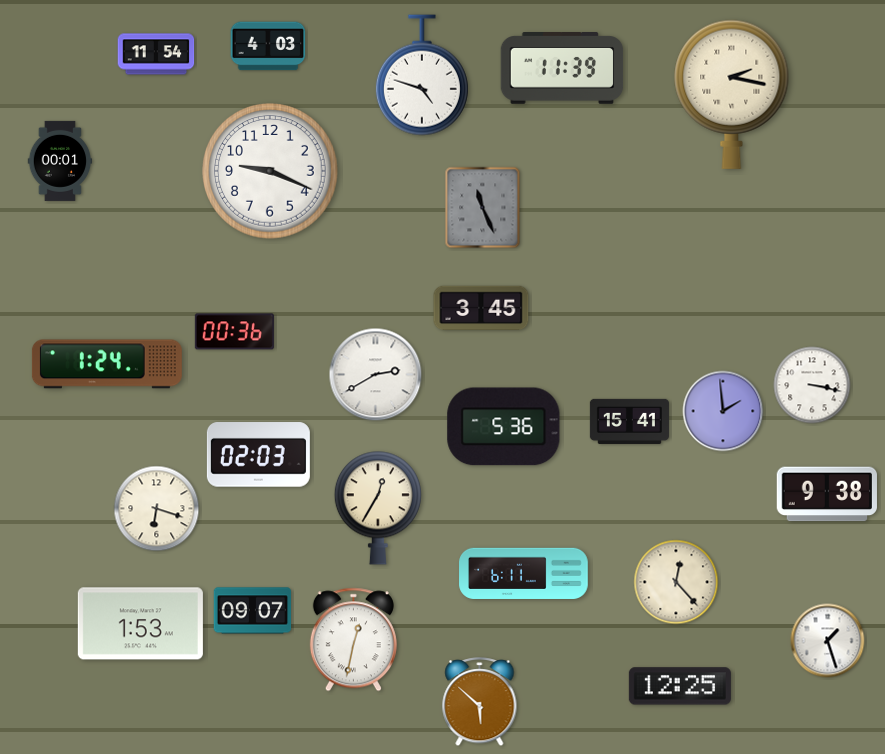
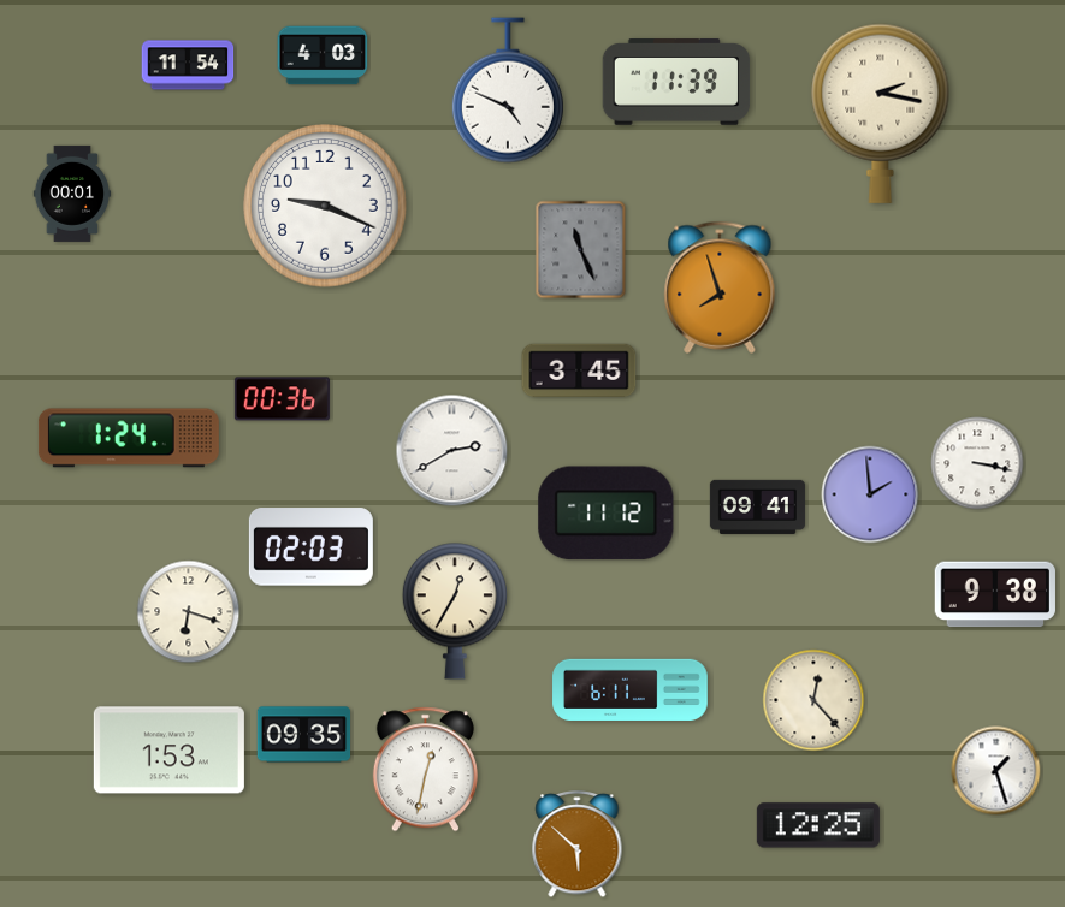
clock at (422, 75): 4:48 -> 4:49
clock at (720, 287): none -> 7:57
clock at (629, 421): 15:41 -> 09:41
clock at (504, 427): 5:36 -> 11:12
clock at (253, 611): 09:07 -> 09:35
